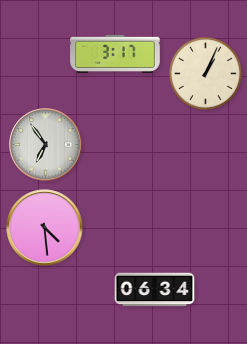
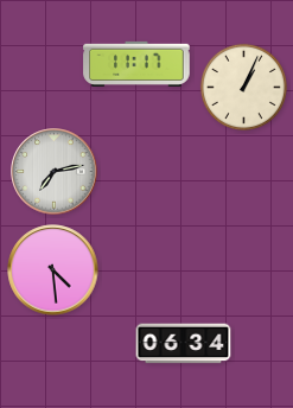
clock at (115, 54): 3:17 -> 11:17
clock at (46, 145): 6:54 -> 7:13
